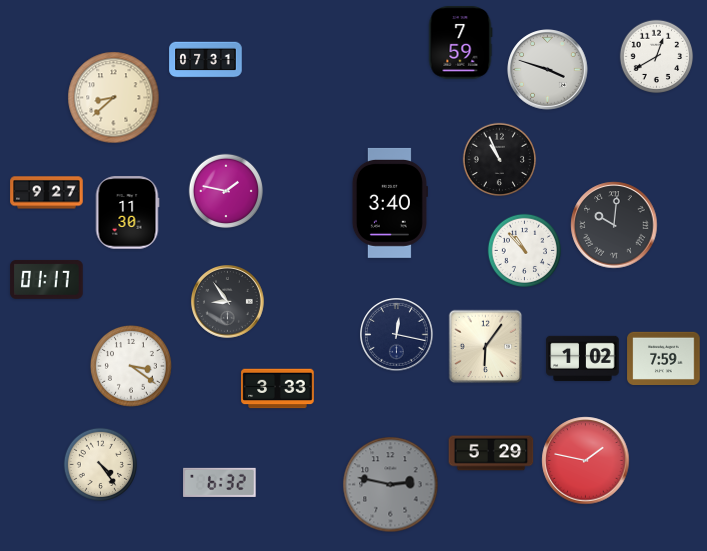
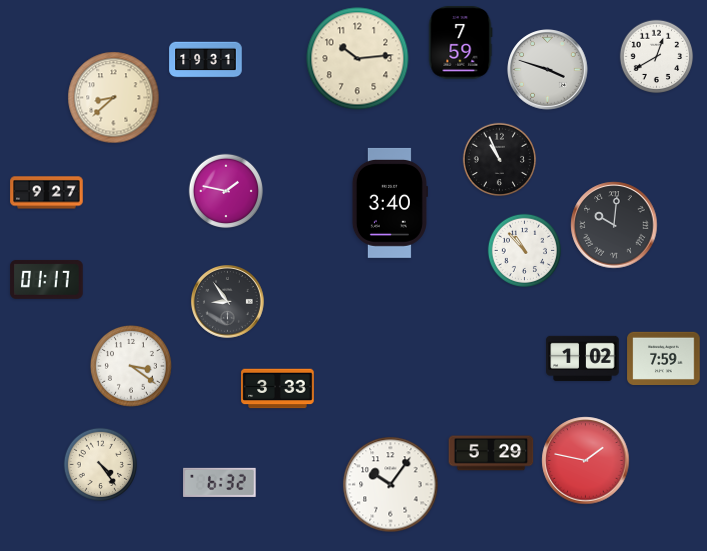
clock at (358, 59): none -> 10:14
clock at (206, 60): 07:31 -> 19:31
clock at (127, 213): 11:30 -> none
clock at (397, 335): 12:17 -> none
clock at (486, 347): 6:06 -> none
clock at (391, 485): 2:47 -> 10:06
clock at (391, 485) dial: grey -> white
